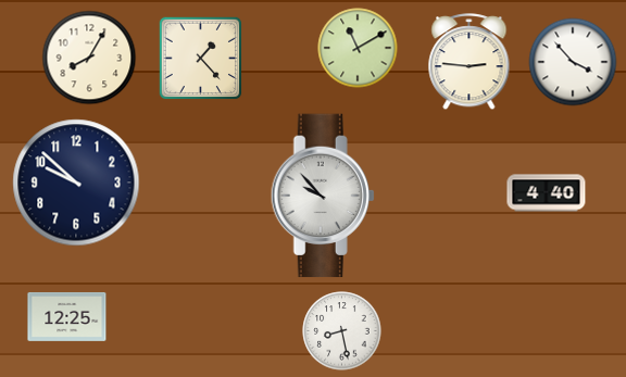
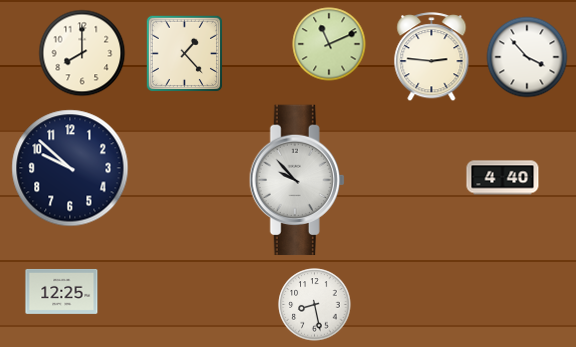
clock at (358, 48): 11:10 -> 11:11
clock at (89, 58): 8:05 -> 8:00
